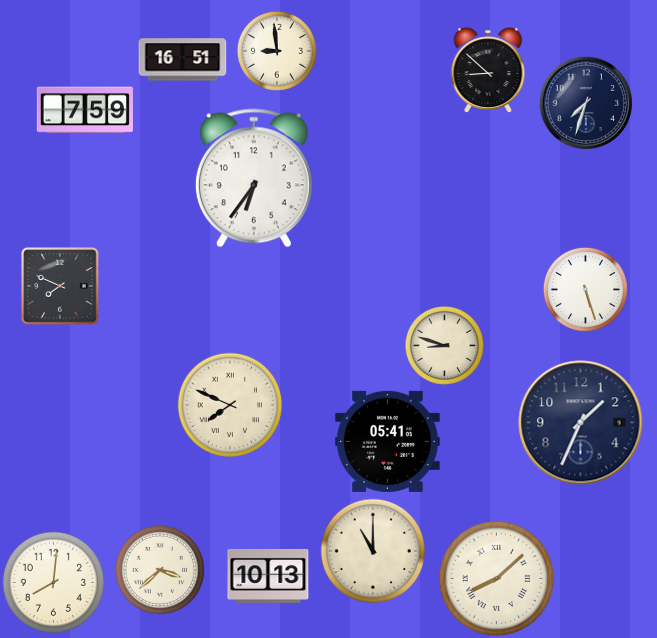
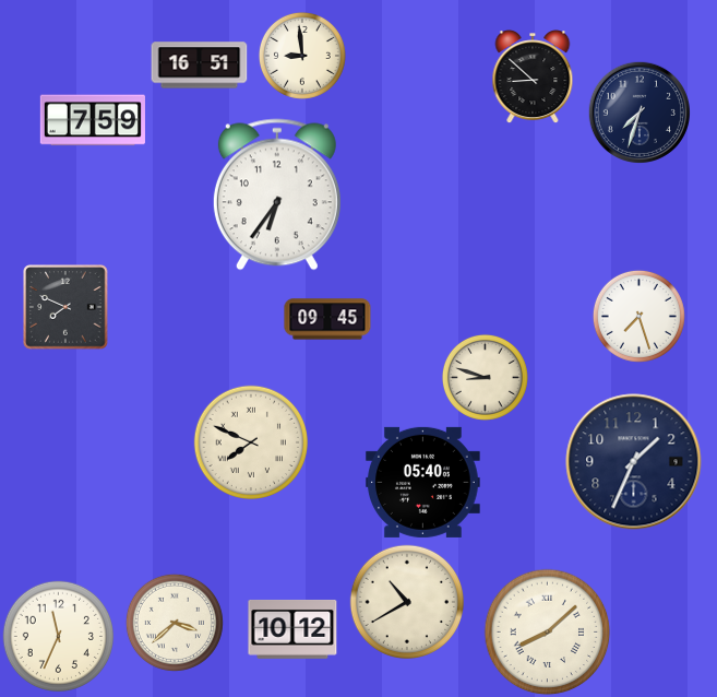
clock at (60, 286) position: (60, 286) -> (65, 307)
clock at (585, 289): 5:27 -> 7:27
clock at (327, 319): none -> 09:45
clock at (388, 441): 05:41 -> 05:40
clock at (372, 550): 11:00 -> 10:40
clock at (268, 576): 10:13 -> 10:12
clock at (497, 579) position: (497, 579) -> (548, 633)
clock at (53, 582): 8:01 -> 11:34
